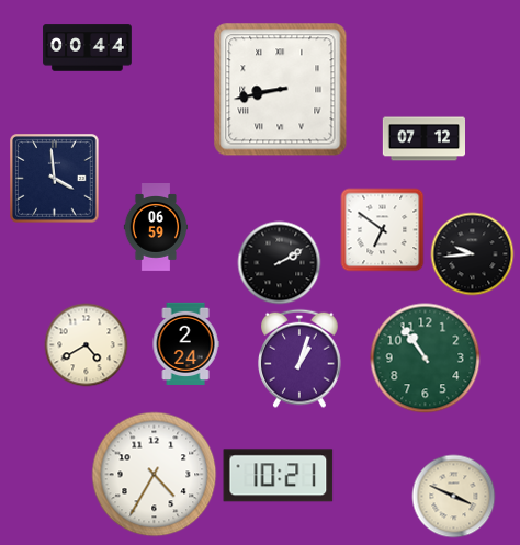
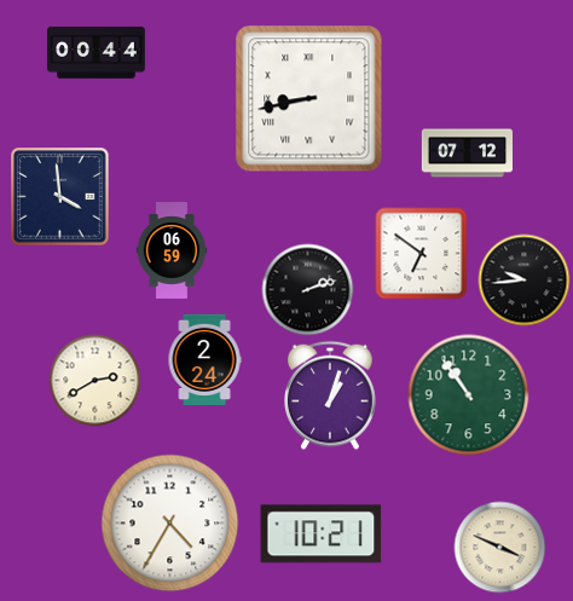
clock at (473, 254) position: (473, 254) -> (525, 281)
clock at (280, 263): 2:10 -> 2:12
clock at (185, 343) position: (185, 343) -> (204, 359)
clock at (87, 345): 4:40 -> 2:40
clock at (279, 476) position: (279, 476) -> (322, 534)
